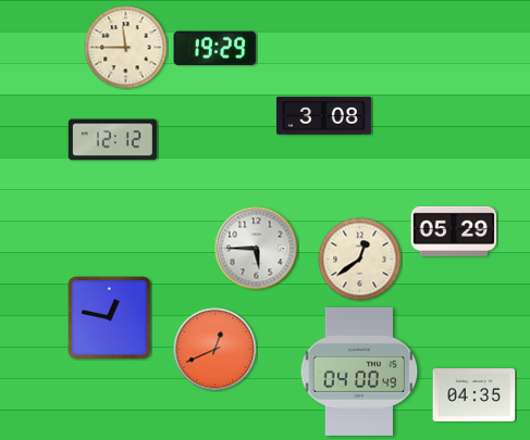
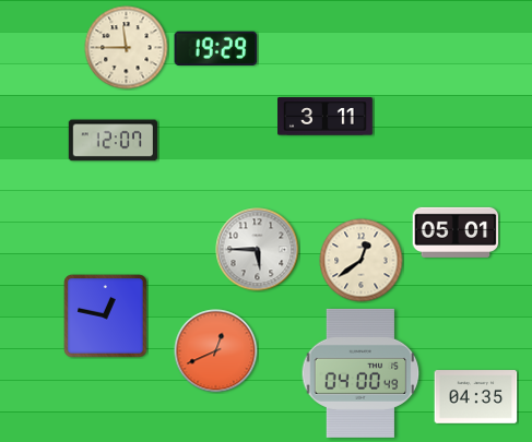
clock at (324, 116): 3:08 -> 3:11
clock at (112, 140): 12:12 -> 12:07
clock at (454, 231): 05:29 -> 05:01
clock at (110, 318) position: (110, 318) -> (106, 316)
